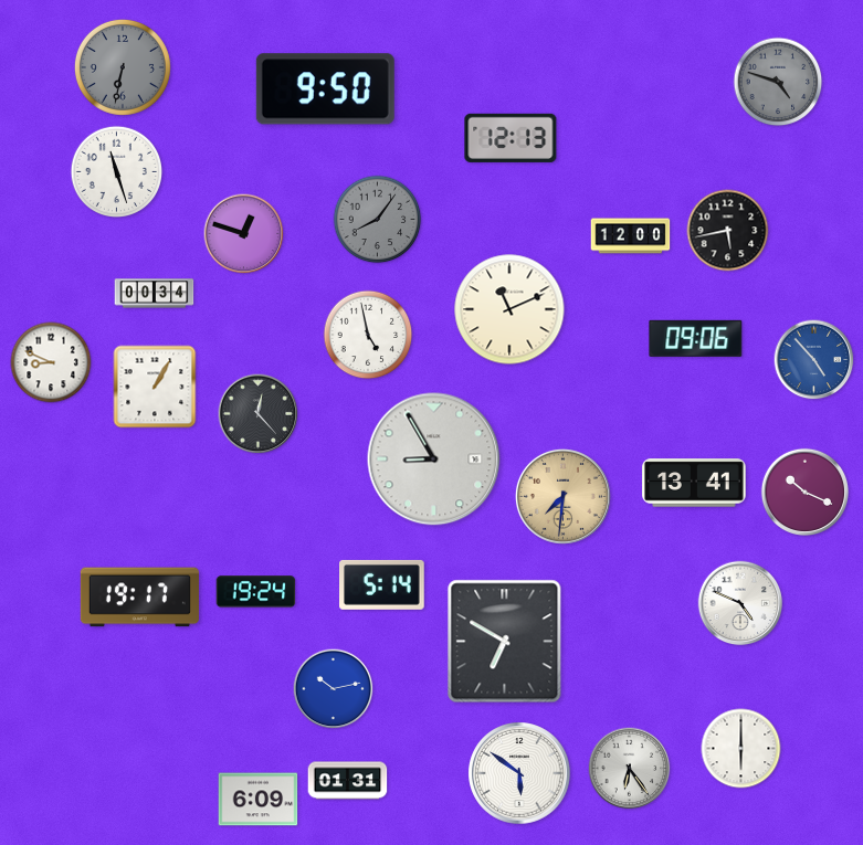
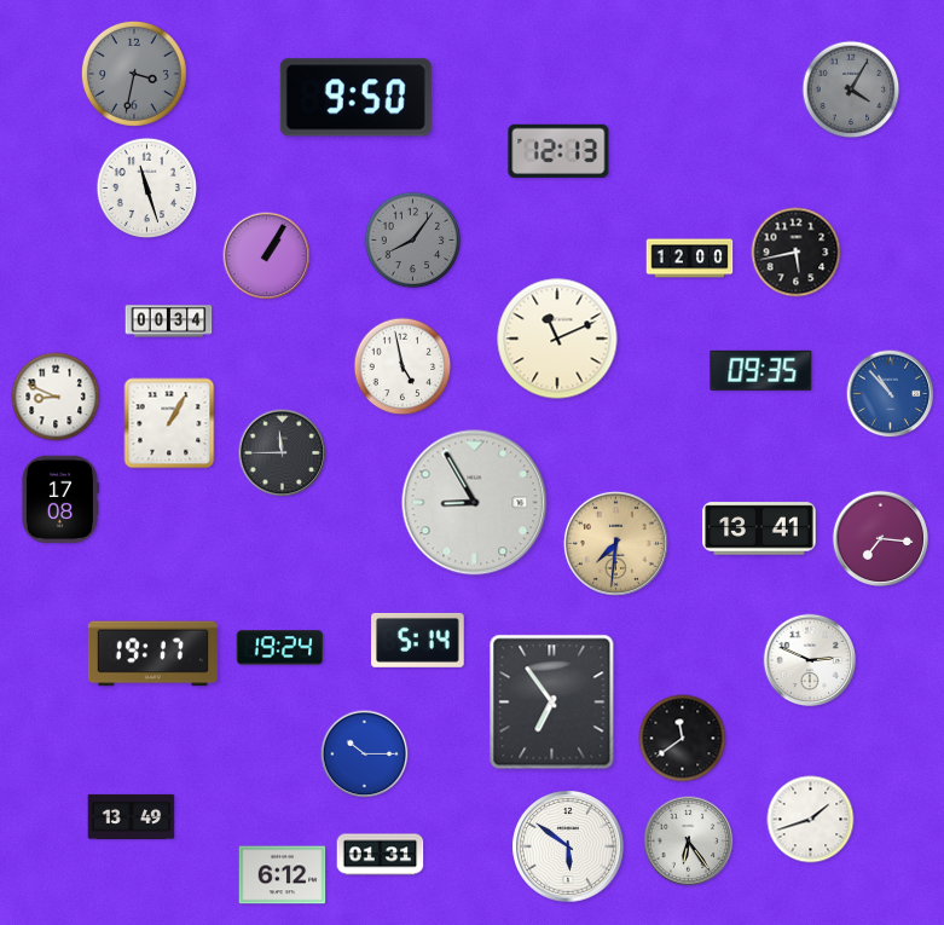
clock at (123, 67): 6:32 -> 3:32
clock at (778, 82): 4:48 -> 4:05
clock at (116, 171) position: (116, 171) -> (146, 187)
clock at (244, 234): 12:48 -> 1:05
clock at (696, 338): 09:06 -> 09:35
clock at (814, 360): 4:53 -> 10:53
clock at (259, 414): 12:23 -> 11:45
clock at (59, 499): none -> 17:08
clock at (804, 492): 10:19 -> 7:16
clock at (740, 603): 4:49 -> 2:49
clock at (505, 642): 6:50 -> 6:54
clock at (683, 739): none -> 11:39
clock at (334, 689): 10:13 -> 10:15
clock at (132, 816): none -> 13:49
clock at (741, 749): 6:00 -> 1:42
clock at (259, 800): 6:09 -> 6:12
